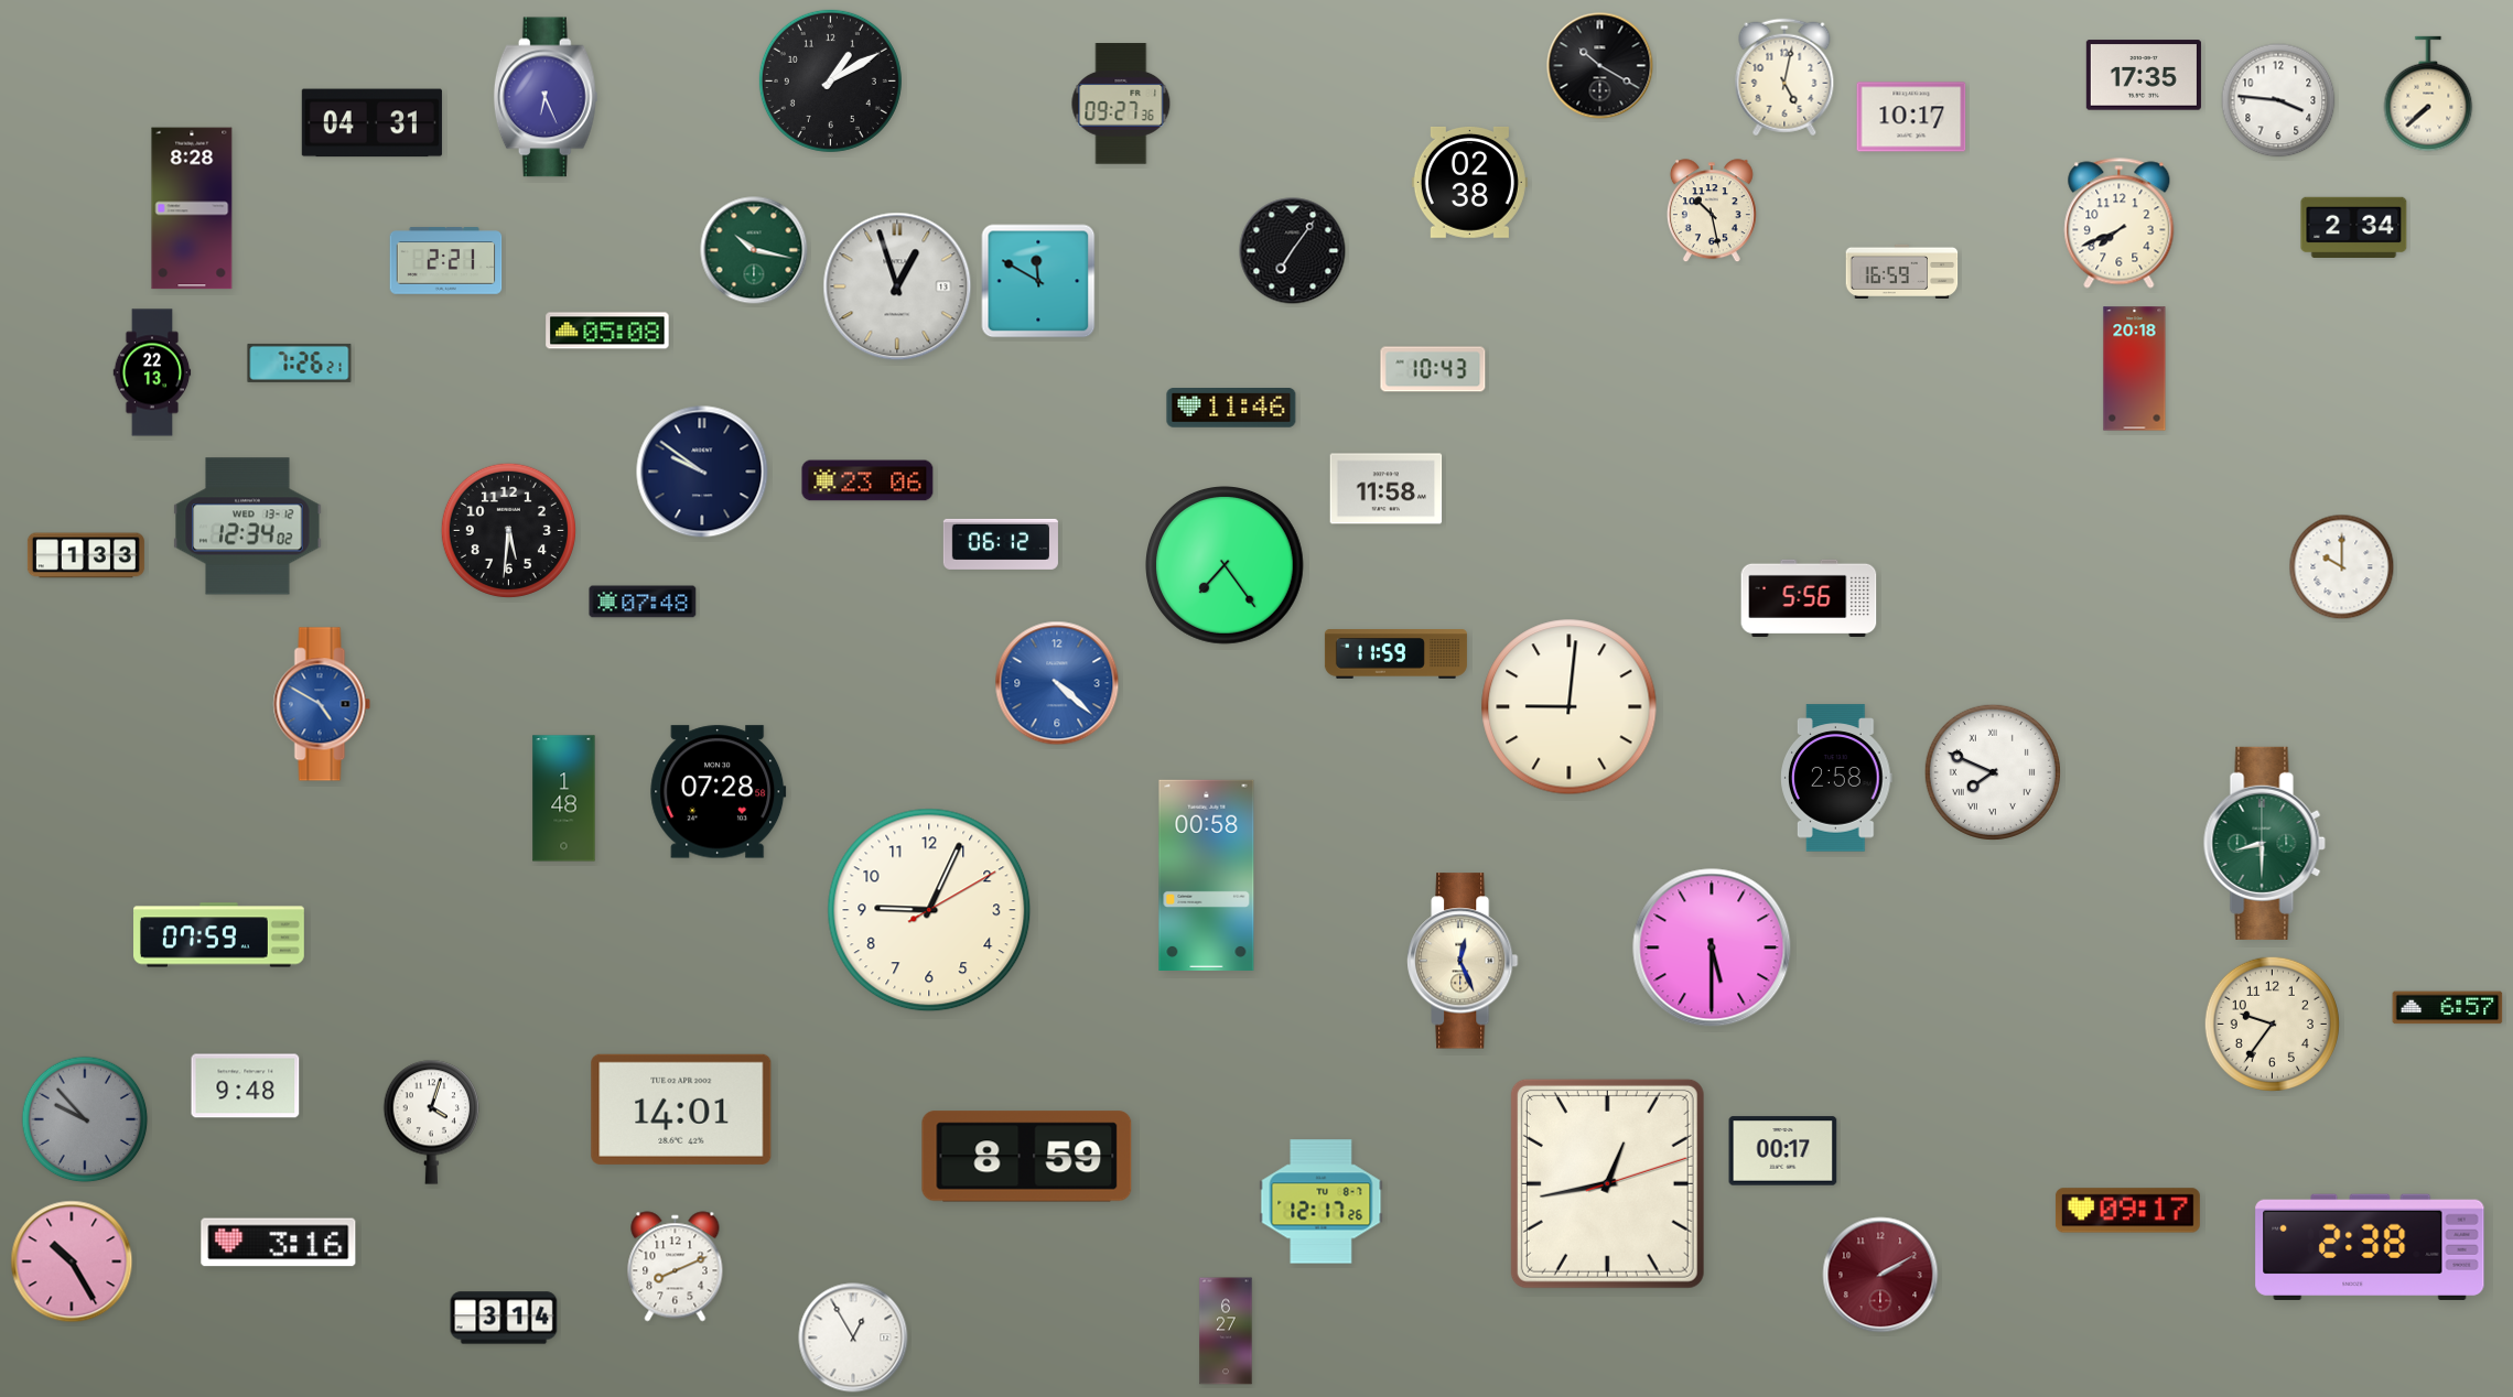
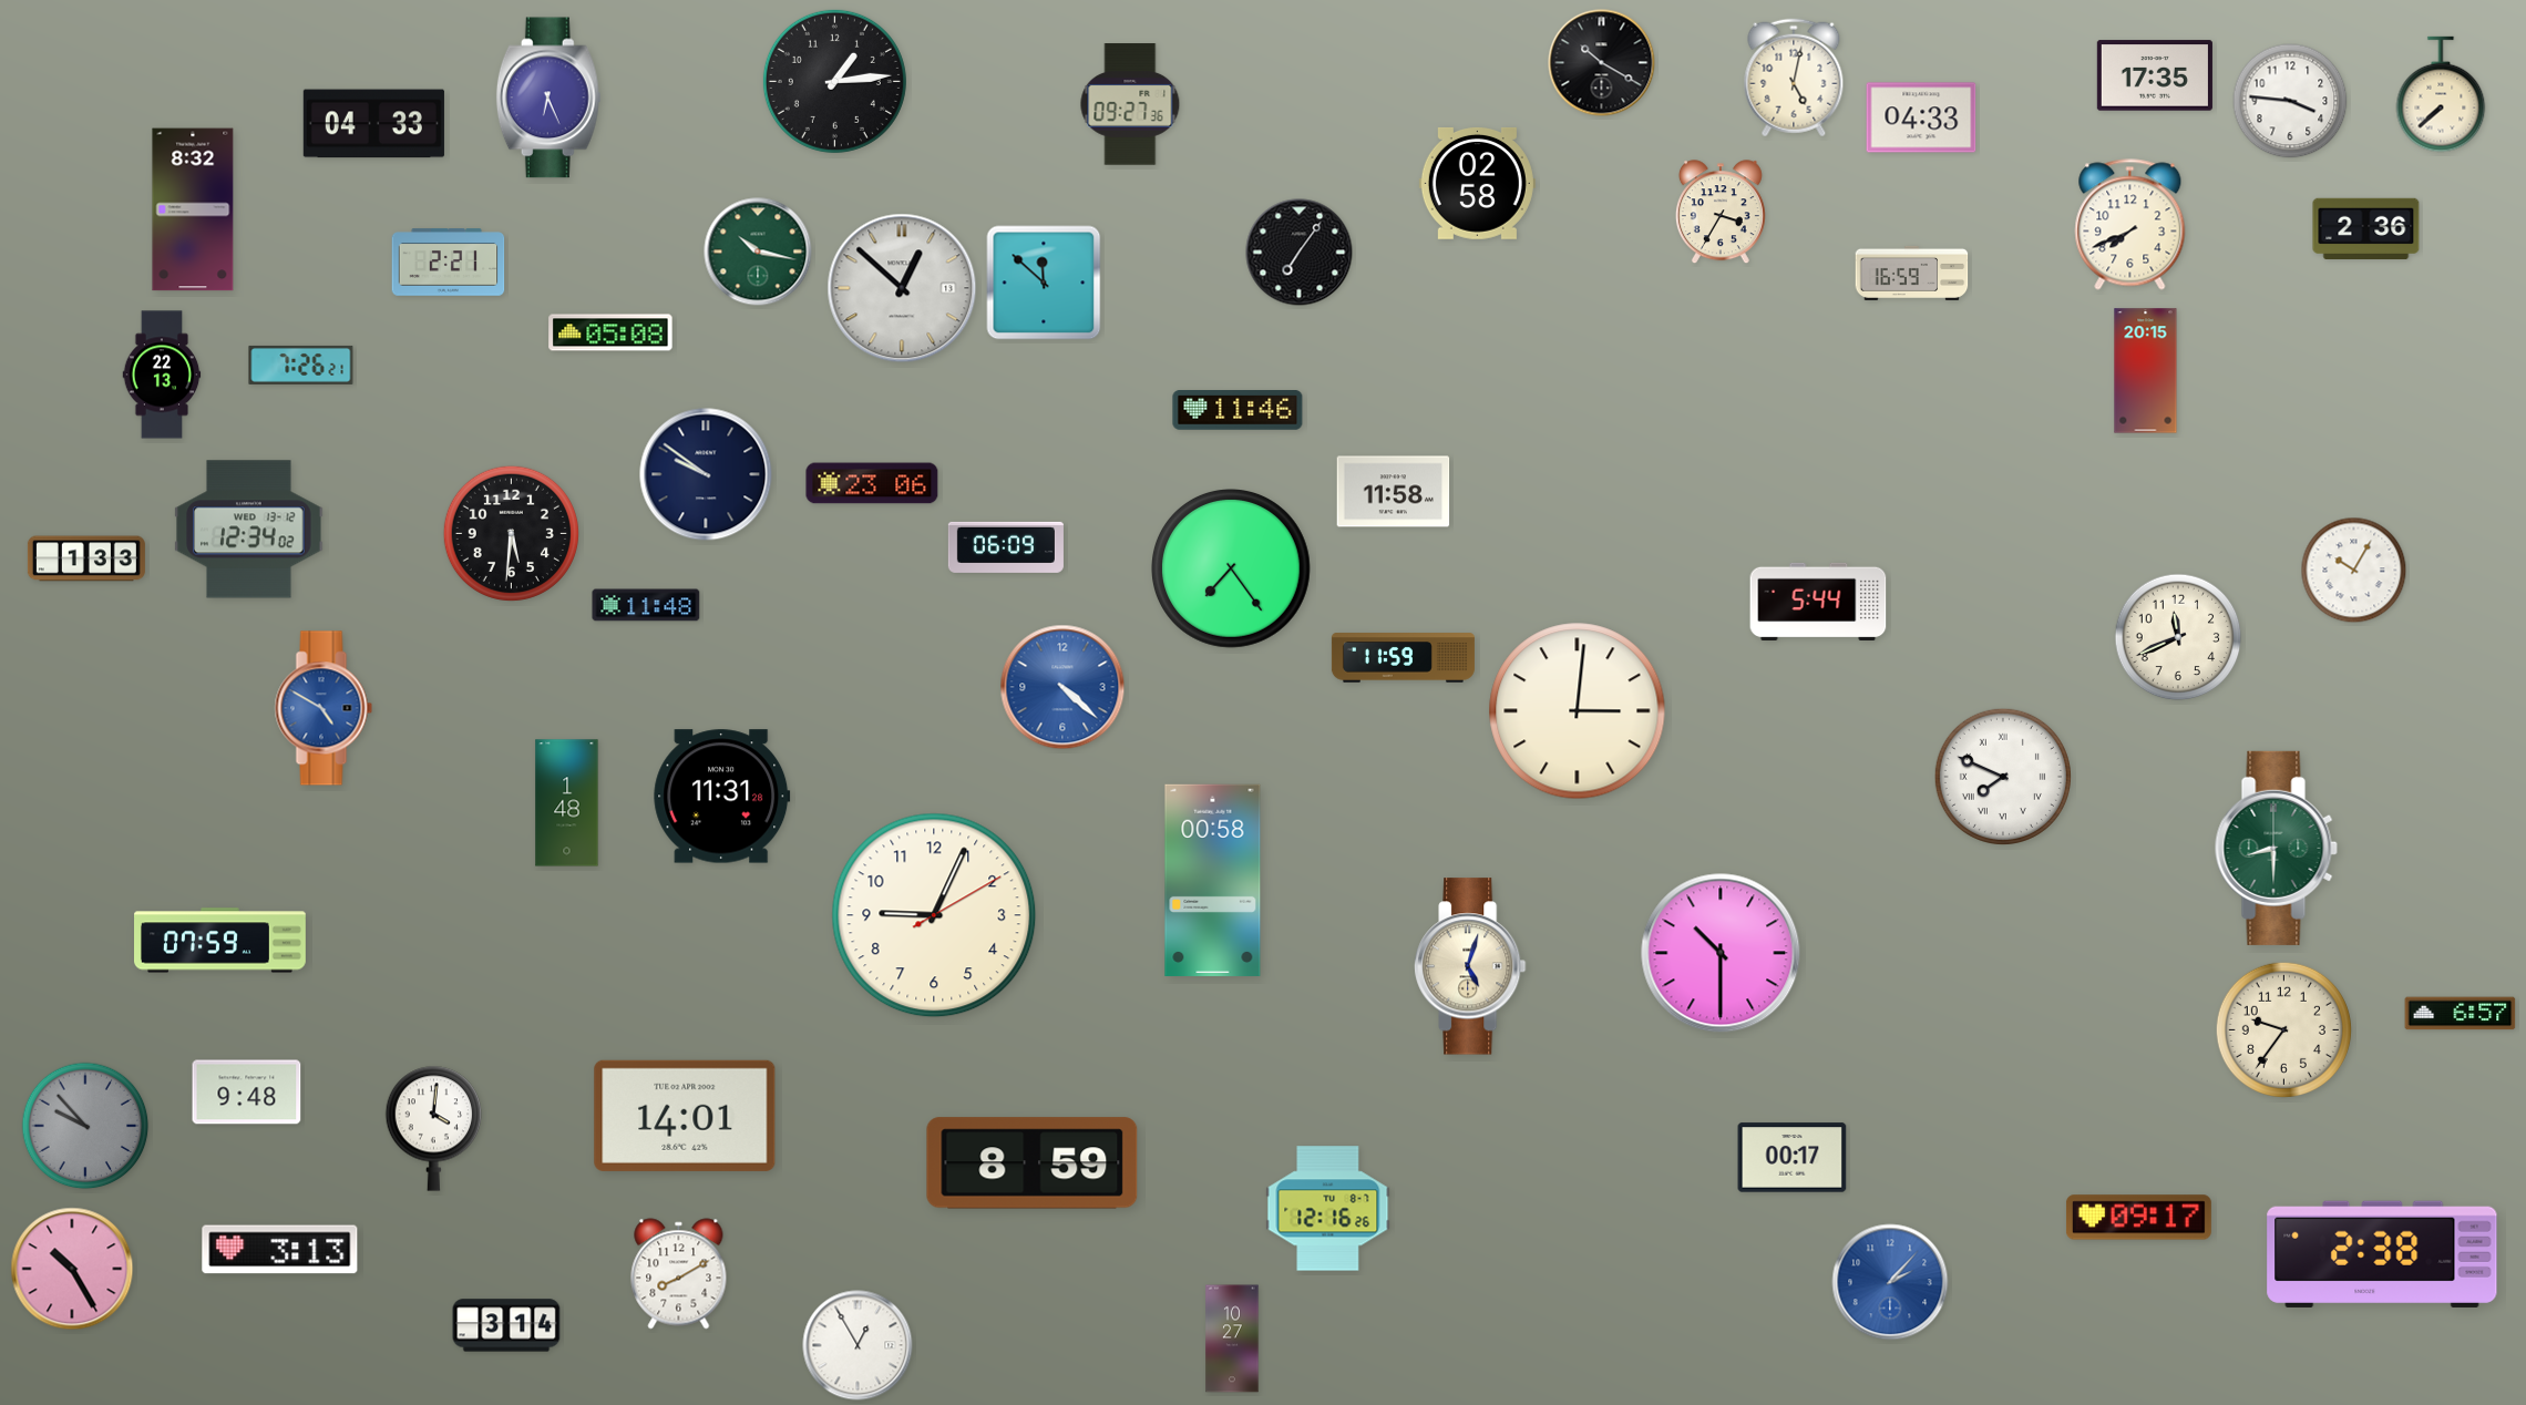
clock at (1600, 66) position: (1600, 66) -> (1602, 63)
clock at (830, 80): 1:10 -> 1:14
clock at (1121, 104) position: (1121, 104) -> (1130, 104)
clock at (1911, 117): 10:17 -> 04:33
clock at (371, 123): 04:31 -> 04:33
clock at (1469, 182): 02:38 -> 02:58
clock at (192, 208): 8:28 -> 8:32
clock at (1712, 212): 10:28 -> 3:35
clock at (2354, 227): 2:34 -> 2:36
clock at (1038, 281): 11:50 -> 11:52
clock at (897, 286): 12:57 -> 12:52
clock at (1433, 369): 10:43 -> none
clock at (2135, 369): 20:18 -> 20:15
clock at (152, 372) position: (152, 372) -> (162, 375)
clock at (1001, 544): 06:12 -> 06:09
clock at (2342, 567): 10:00 -> 10:05
clock at (1809, 597): 5:56 -> 5:44
clock at (643, 602): 07:48 -> 11:48
clock at (2178, 637): none -> 11:41
clock at (1570, 707): 9:01 -> 3:01
clock at (1837, 778): 2:58 -> none
clock at (719, 792): 07:28 -> 11:31
clock at (1712, 947): 5:30 -> 10:30
clock at (1463, 961): 12:26 -> 5:03
clock at (432, 1122): 4:03 -> 4:01
clock at (1607, 1183): 12:43 -> none
clock at (1322, 1202): 12:17 -> 12:16
clock at (279, 1243): 3:16 -> 3:13
clock at (676, 1267): 8:11 -> 8:10
clock at (1880, 1275): 2:10 -> 2:07
clock at (1880, 1275) dial: burgundy -> blue
clock at (1226, 1331): 6:27 -> 10:27
